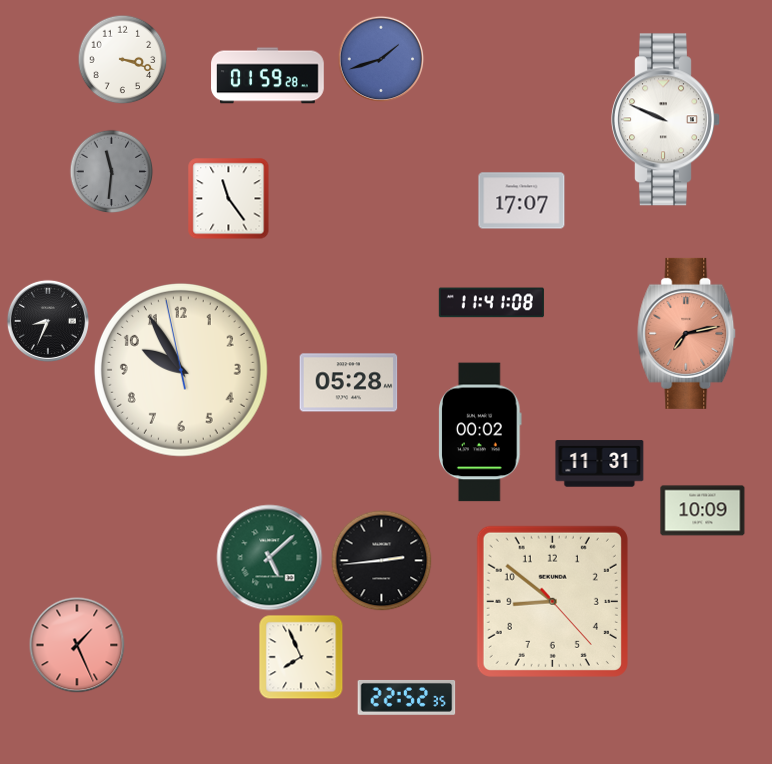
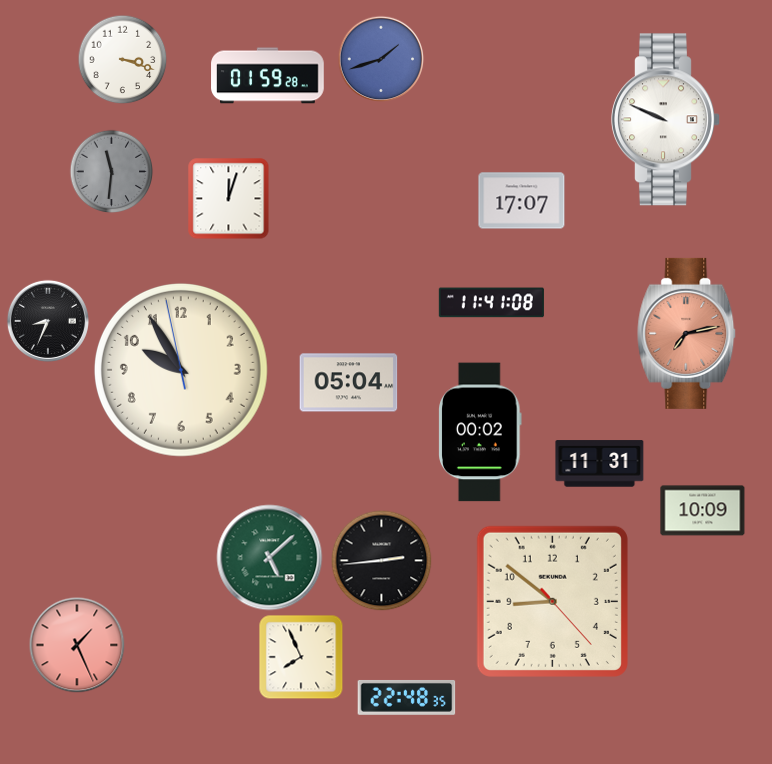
clock at (229, 199): 11:24 -> 12:03
clock at (349, 383): 05:28 -> 05:04
clock at (407, 697): 22:52 -> 22:48
